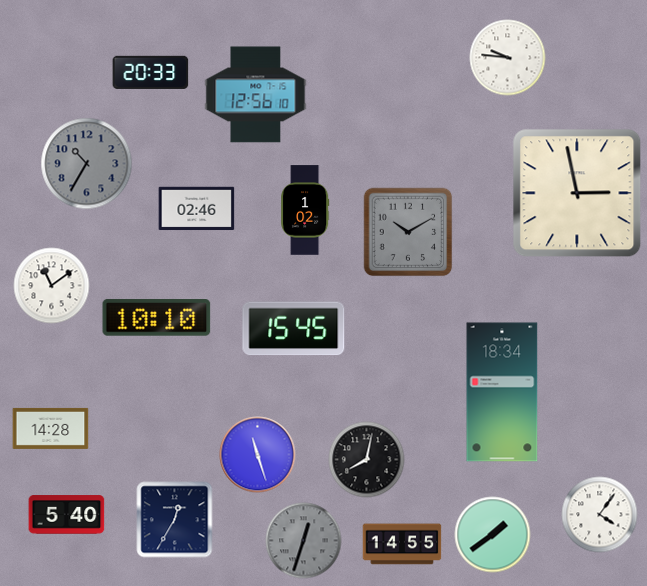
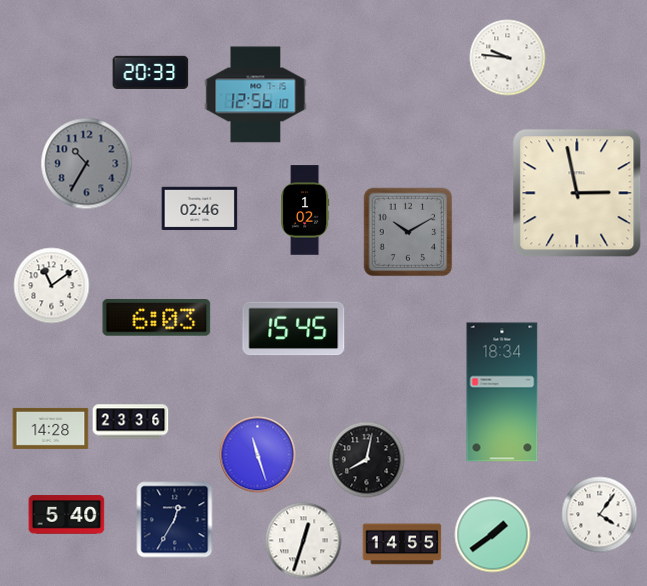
clock at (197, 209) position: (197, 209) -> (200, 209)
clock at (157, 318): 10:10 -> 6:03
clock at (131, 422): none -> 23:36
clock at (304, 541) dial: grey -> white
